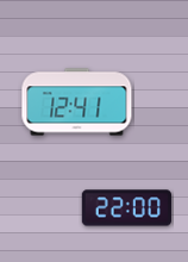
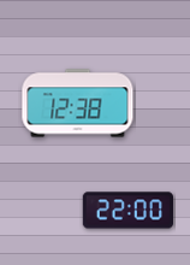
clock at (77, 102): 12:41 -> 12:38
